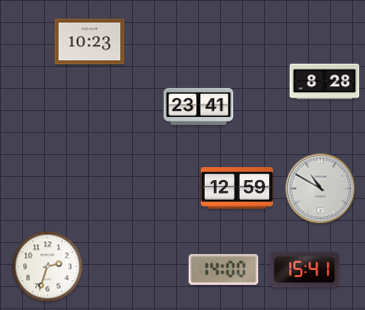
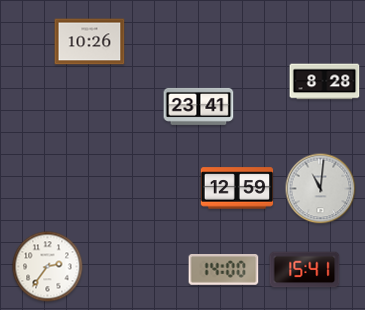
clock at (90, 42): 10:23 -> 10:26
clock at (321, 189): 10:50 -> 11:01
clock at (48, 267): 2:33 -> 2:36
